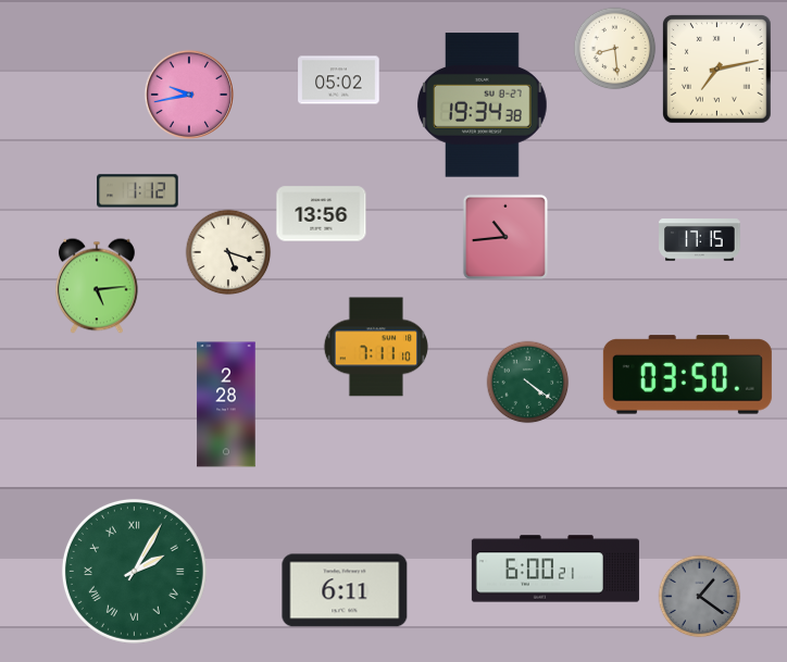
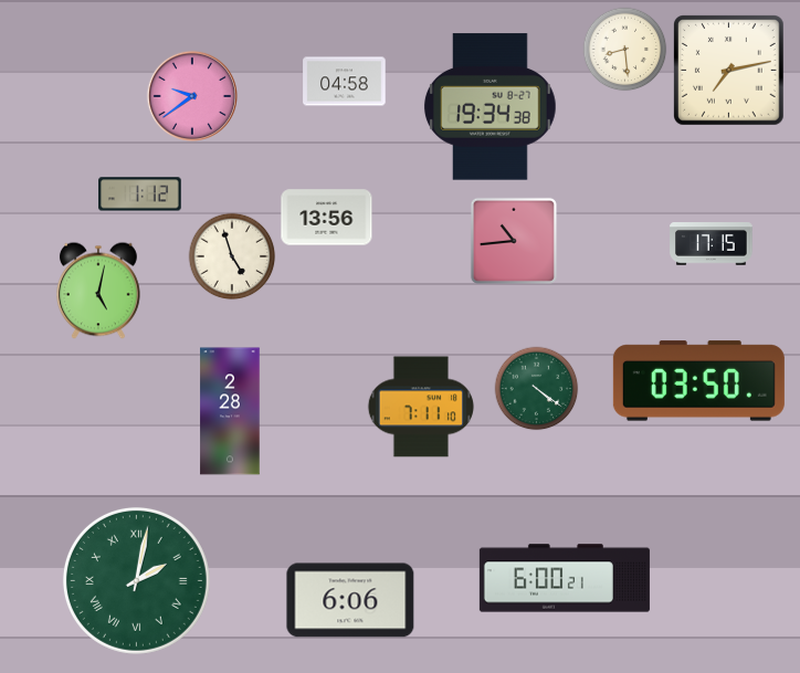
clock at (339, 80): 05:02 -> 04:58
clock at (189, 95): 9:43 -> 9:39
clock at (228, 252): 5:18 -> 4:57
clock at (98, 286): 5:14 -> 5:02
clock at (375, 347) position: (375, 347) -> (420, 407)
clock at (134, 571): 2:05 -> 2:02
clock at (345, 590): 6:11 -> 6:06
clock at (700, 597): 1:21 -> none
